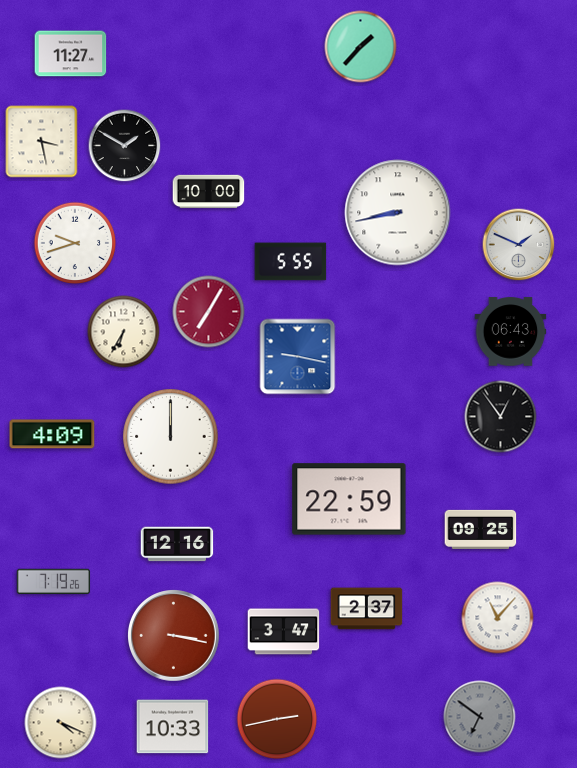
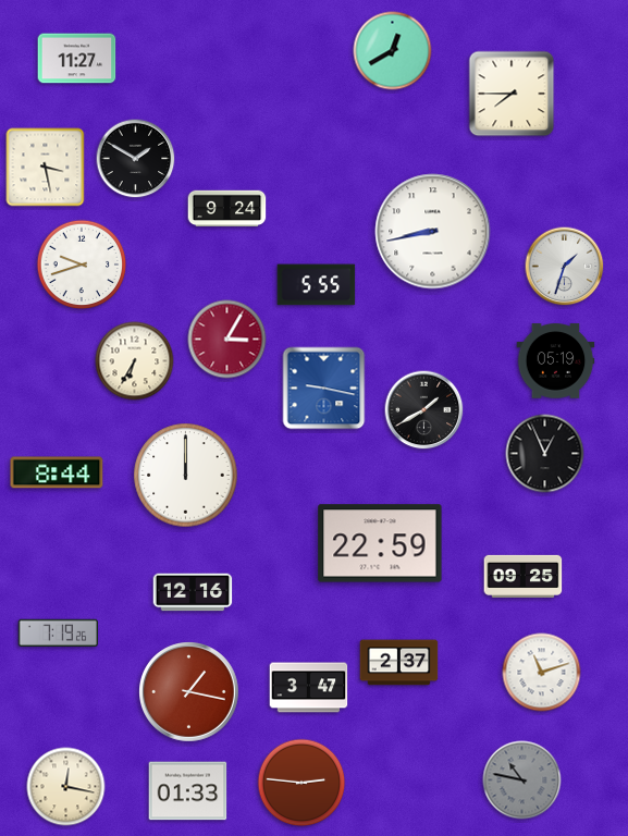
clock at (361, 47): 1:37 -> 12:40
clock at (512, 94): none -> 7:45
clock at (42, 142) position: (42, 142) -> (46, 168)
clock at (209, 192): 10:00 -> 9:24
clock at (519, 245): 1:49 -> 1:33
clock at (209, 312): 7:05 -> 3:05
clock at (511, 332): 06:43 -> 05:19
clock at (424, 410): none -> 1:40
clock at (501, 417): 12:54 -> 12:56
clock at (52, 434): 4:09 -> 8:44
clock at (498, 618): 11:07 -> 11:12
clock at (174, 636): 3:17 -> 1:17
clock at (480, 717): 6:51 -> 10:47
clock at (277, 719): 2:43 -> 2:46
clock at (61, 723): 4:19 -> 12:17
clock at (173, 727): 10:33 -> 01:33
